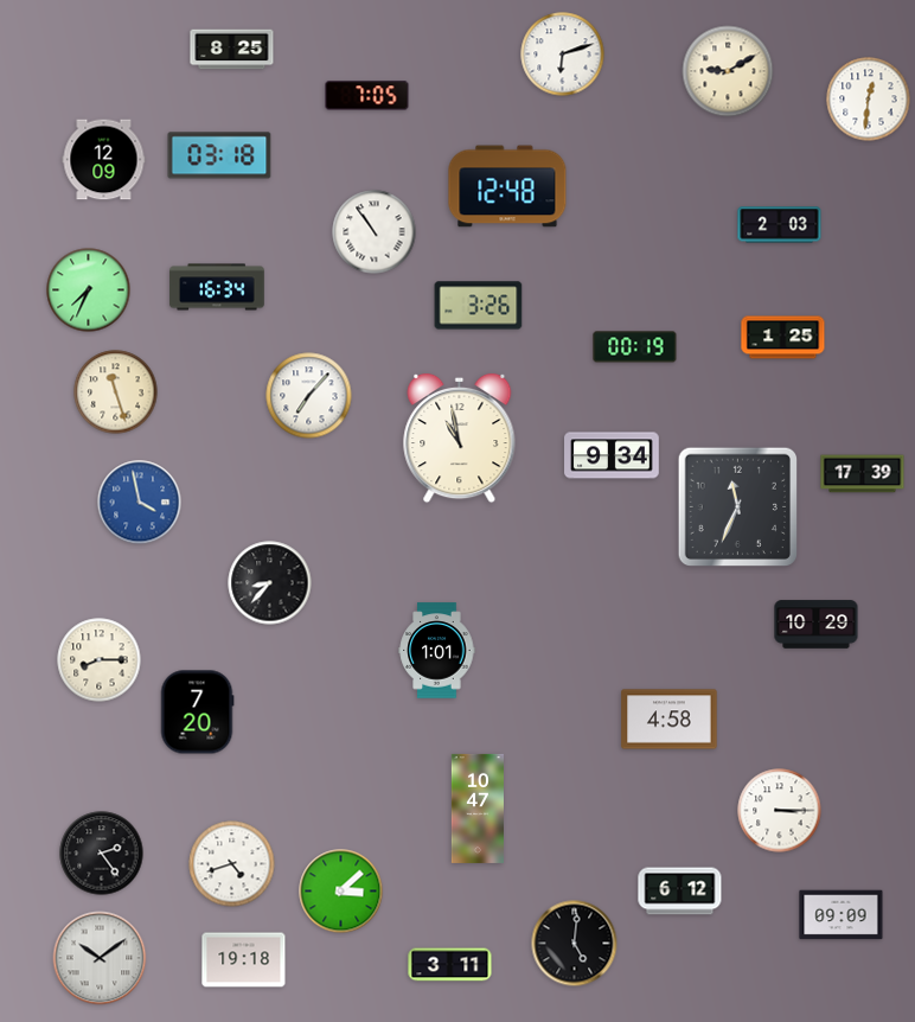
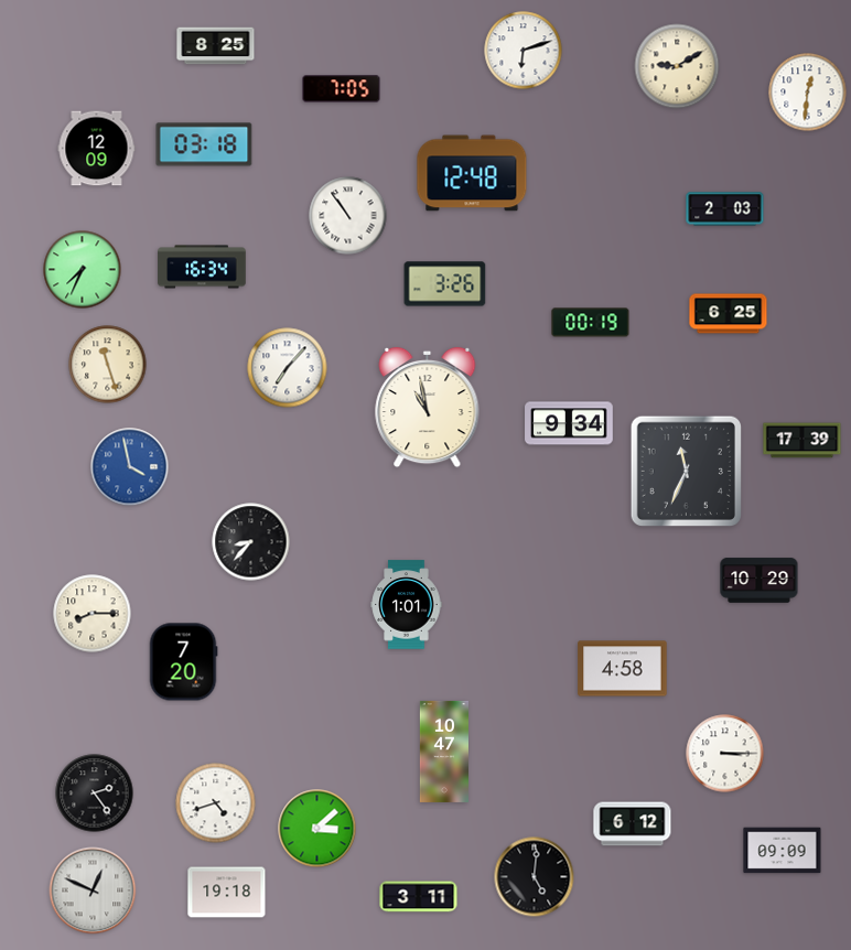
clock at (783, 338): 1:25 -> 6:25
clock at (680, 892) position: (680, 892) -> (633, 824)
clock at (100, 958): 10:09 -> 12:49
